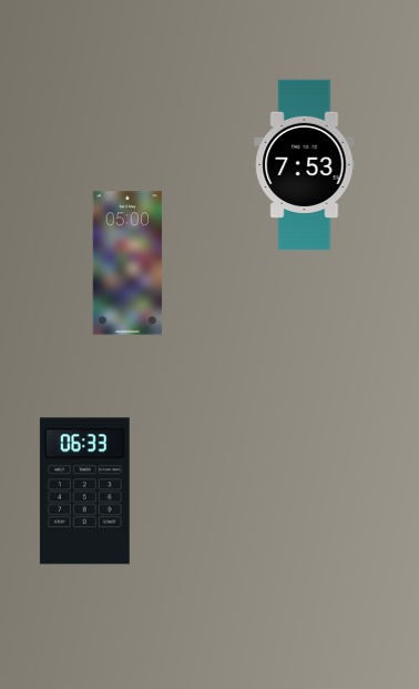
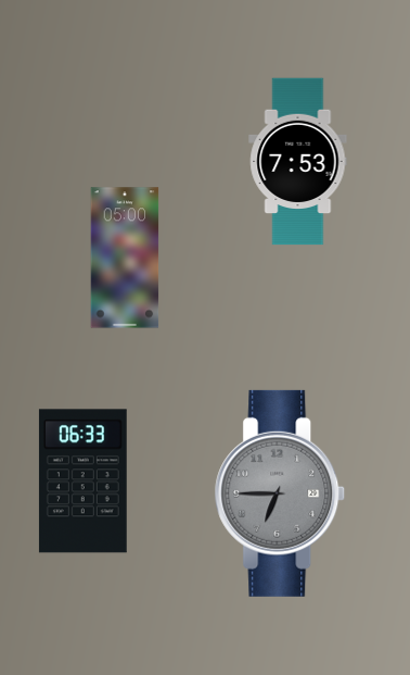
clock at (280, 493): none -> 6:45
